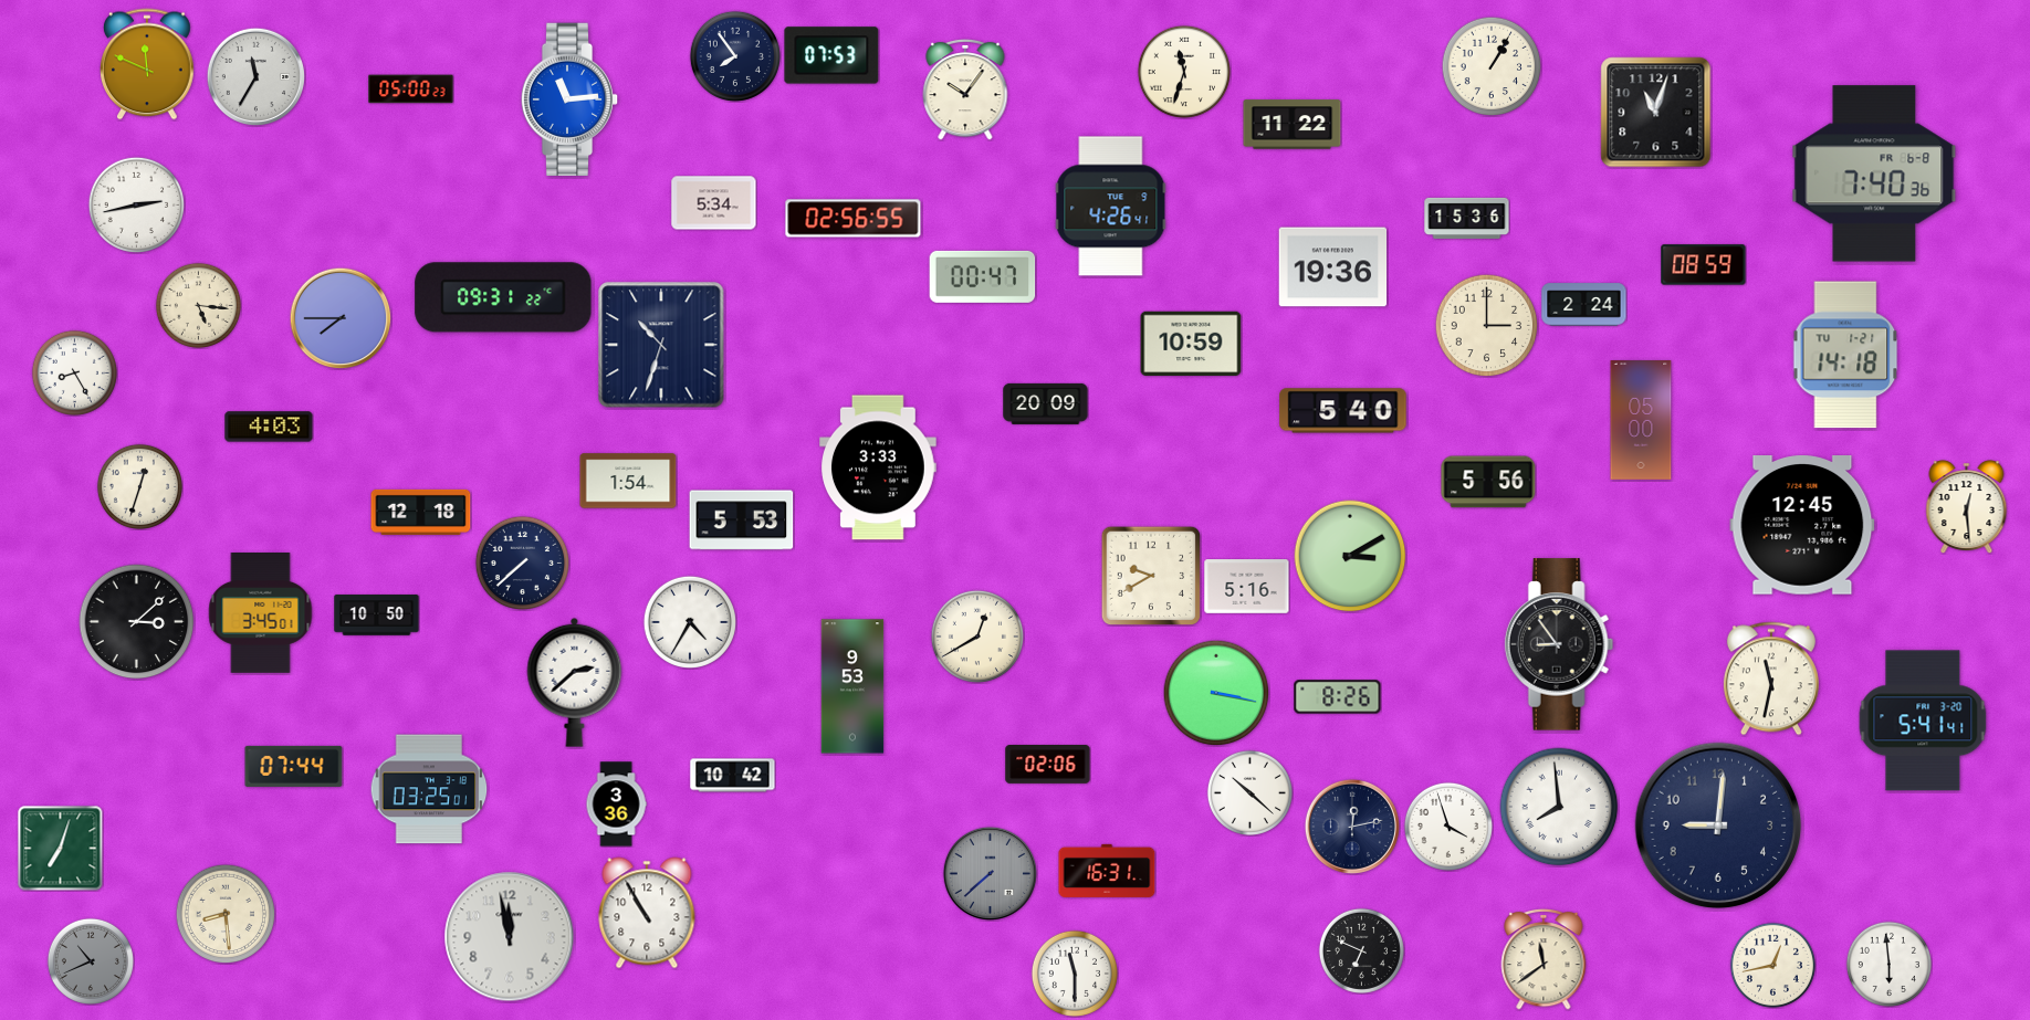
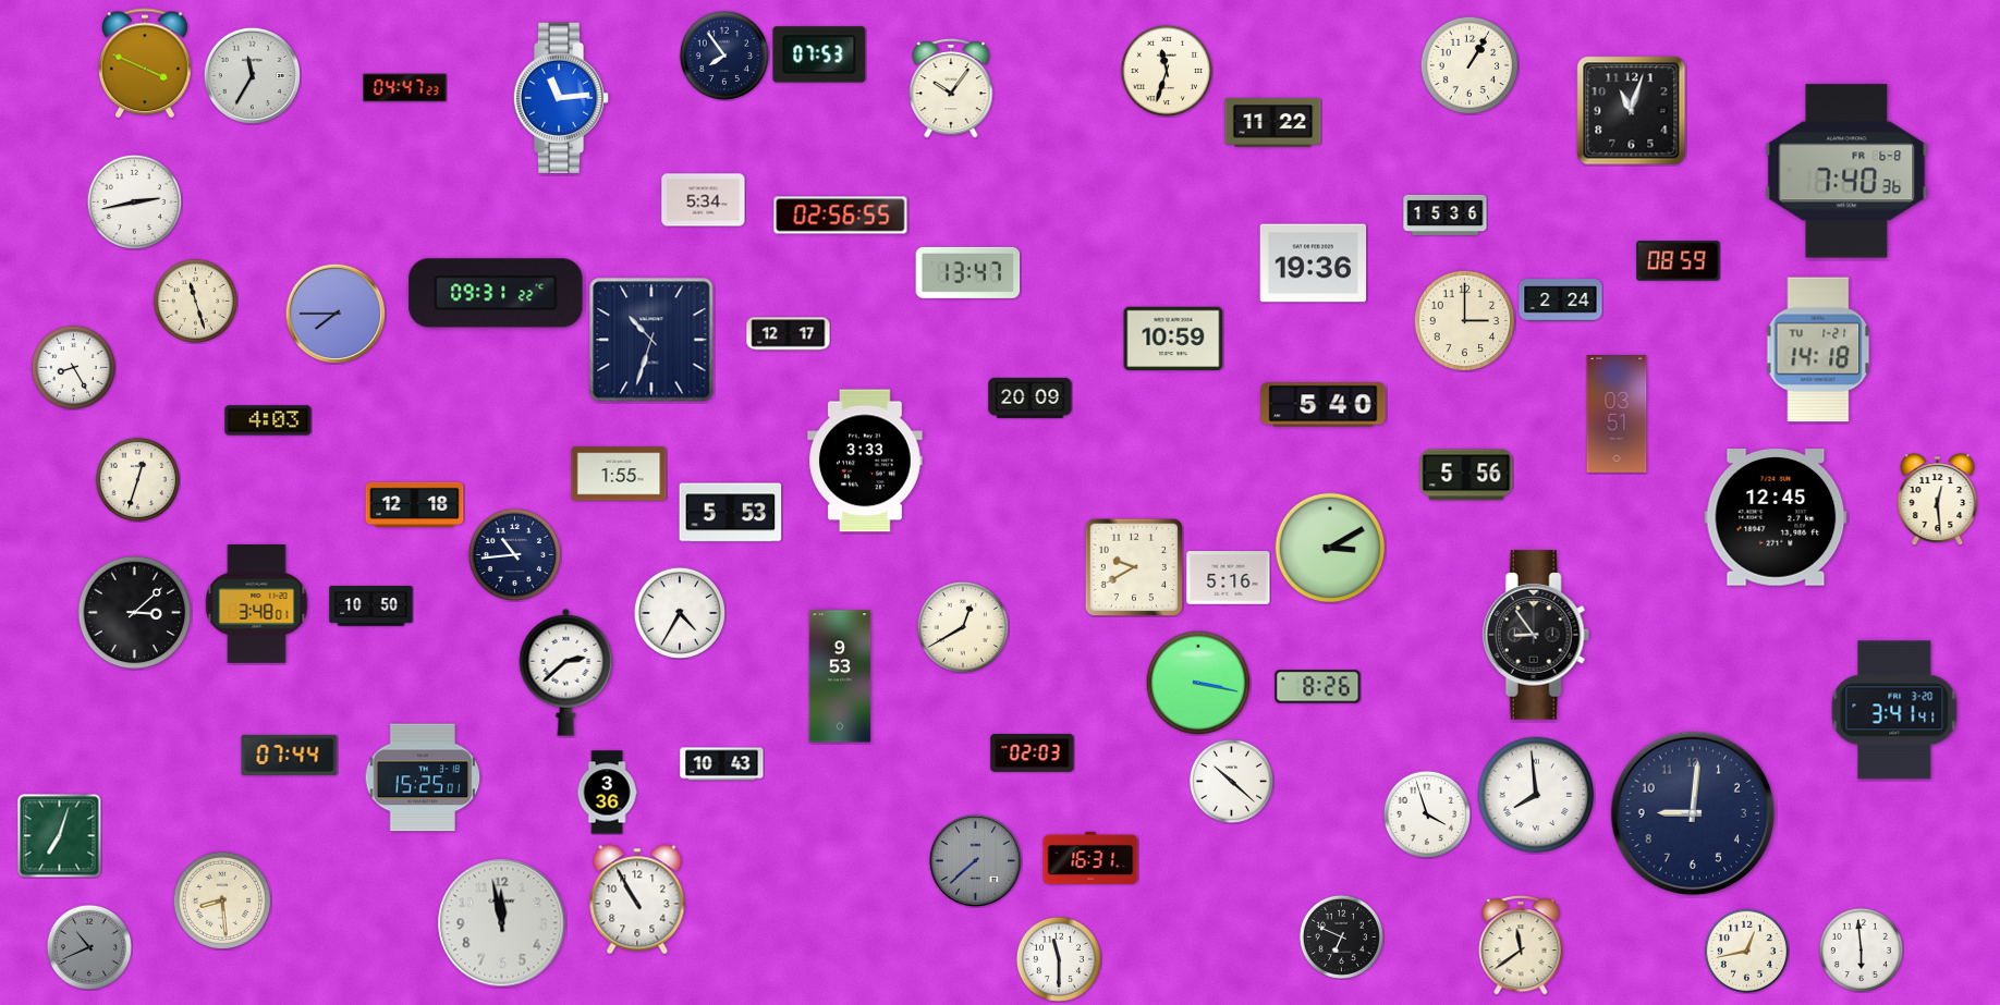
clock at (147, 64): 11:49 -> 3:49
clock at (411, 90): 05:00 -> 04:47
clock at (1111, 207): 4:26 -> none
clock at (983, 276): 00:47 -> 13:47
clock at (198, 305): 5:16 -> 11:27
clock at (789, 334): none -> 12:17
clock at (1641, 421): 05:00 -> 03:51
clock at (269, 427) position: (269, 427) -> (268, 420)
clock at (628, 481): 1:54 -> 1:55
clock at (522, 562): 7:38 -> 10:44
clock at (261, 613): 3:45 -> 3:48
clock at (1771, 679): 11:32 -> none
clock at (1923, 721): 5:41 -> 3:41
clock at (1048, 765): 02:06 -> 02:03
clock at (733, 776): 10:42 -> 10:43
clock at (429, 789): 03:25 -> 15:25
clock at (1352, 827): 12:13 -> none
